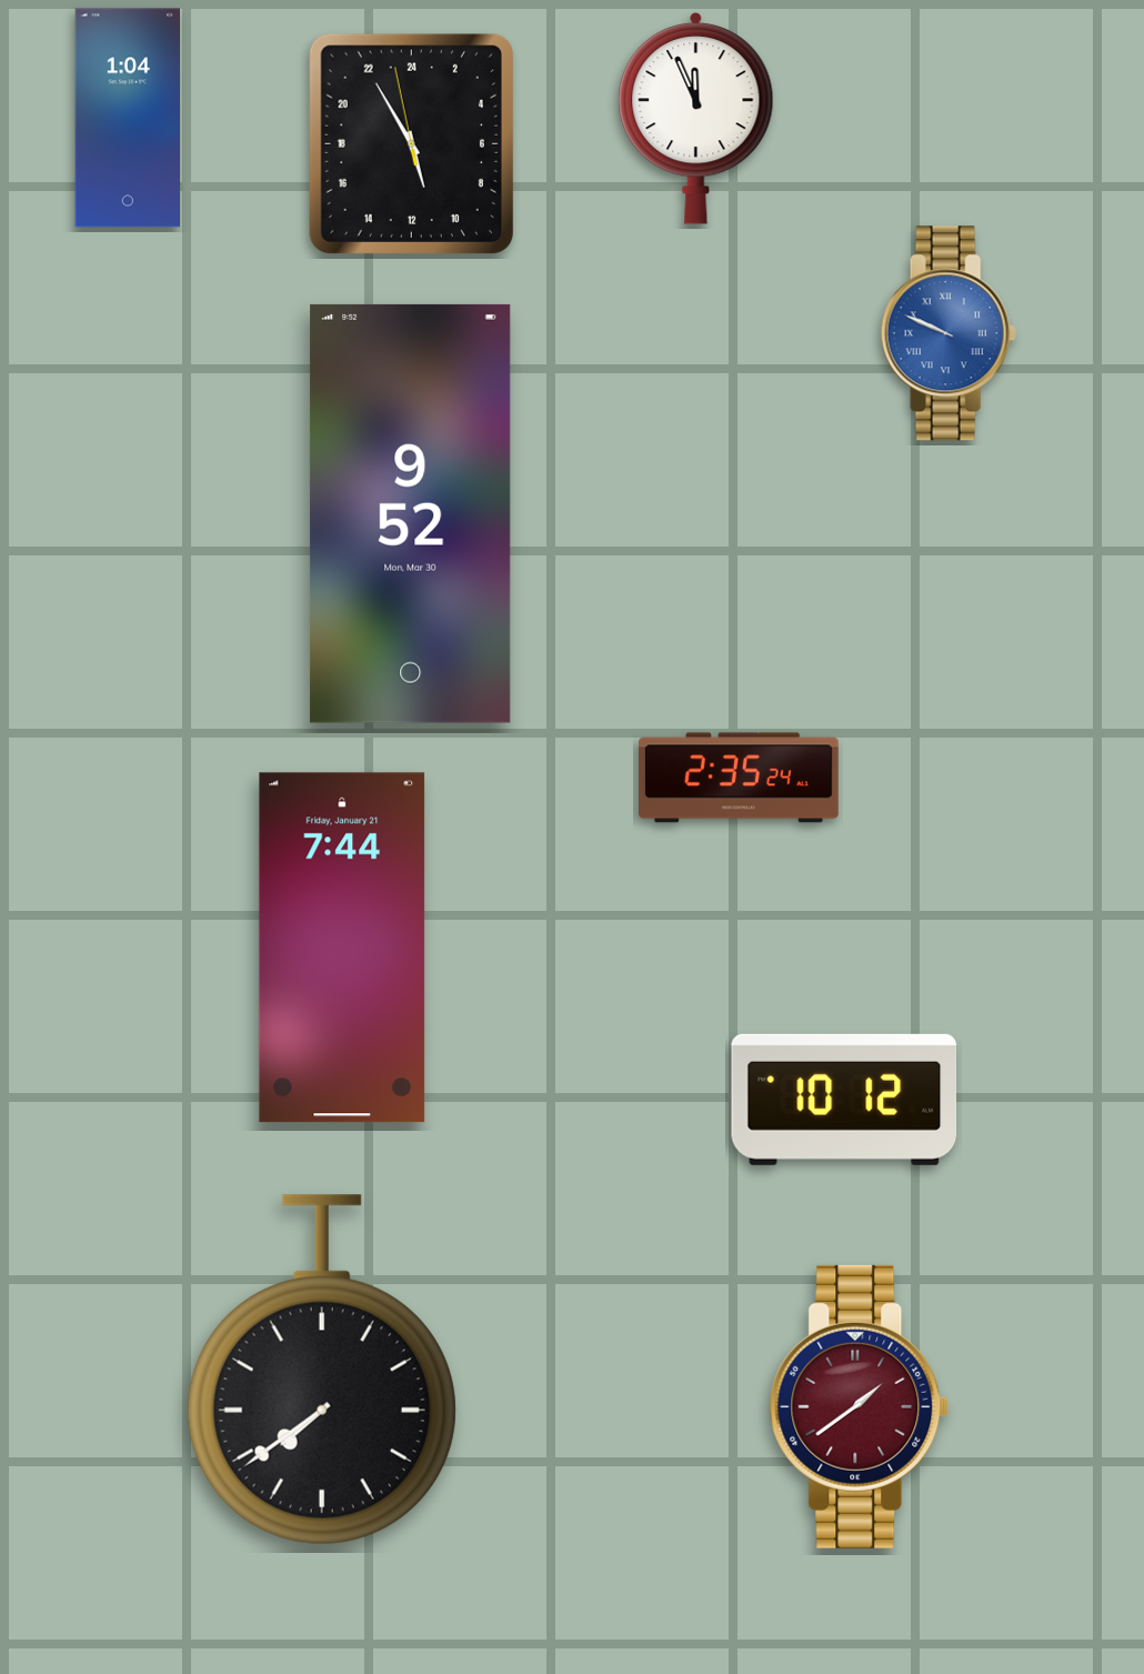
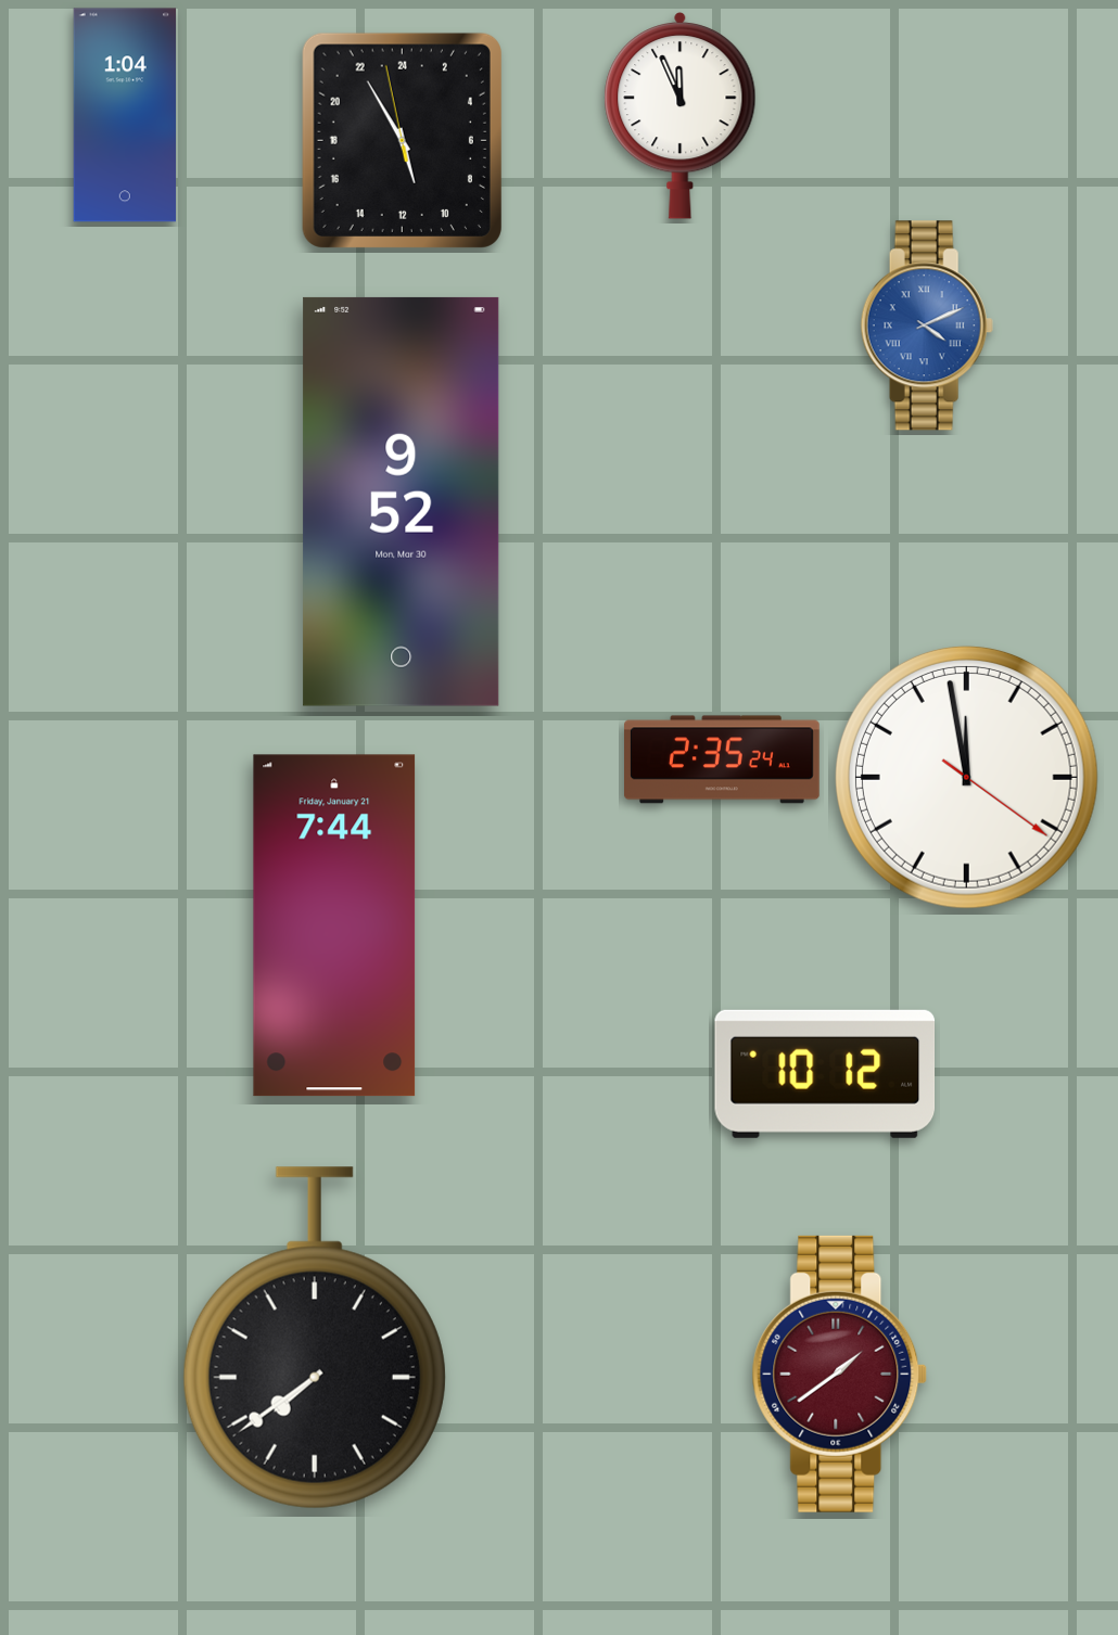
clock at (949, 333): 9:49 -> 4:11
clock at (966, 777): none -> 11:58
